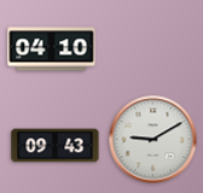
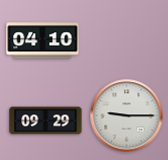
clock at (153, 140): 9:10 -> 9:15
clock at (56, 146): 09:43 -> 09:29
